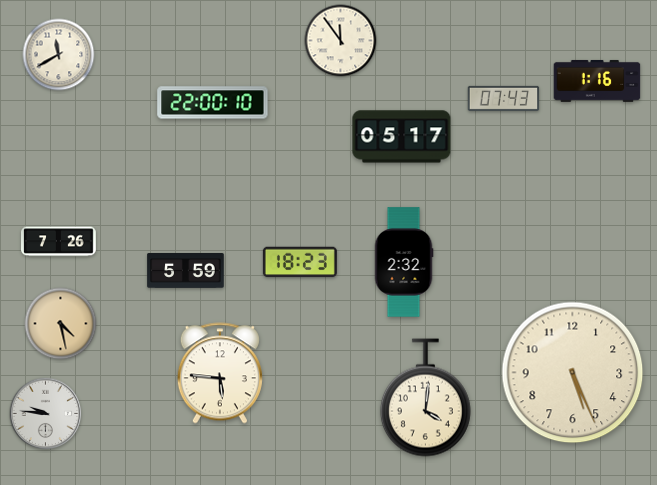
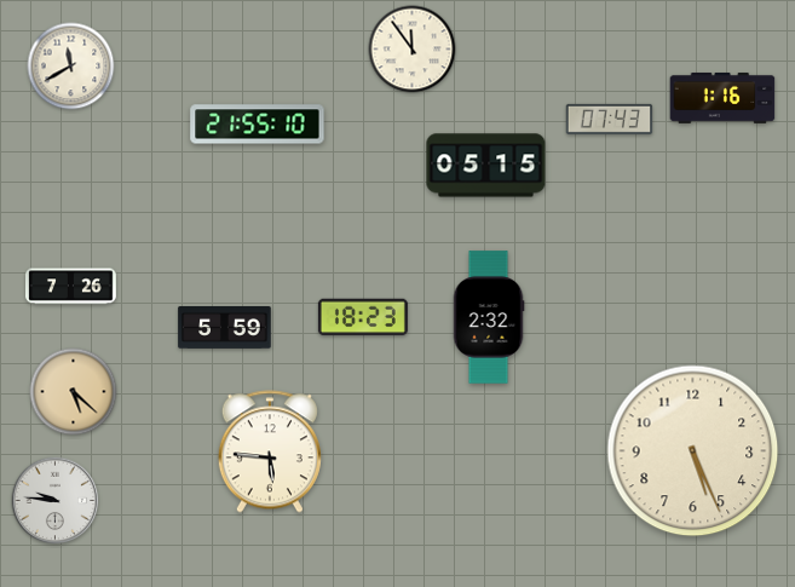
clock at (213, 103): 22:00 -> 21:55
clock at (402, 137): 05:17 -> 05:15
clock at (59, 242) position: (59, 242) -> (71, 287)
clock at (61, 324): 4:28 -> 5:22
clock at (220, 373) position: (220, 373) -> (270, 451)
clock at (425, 398): 4:01 -> none
